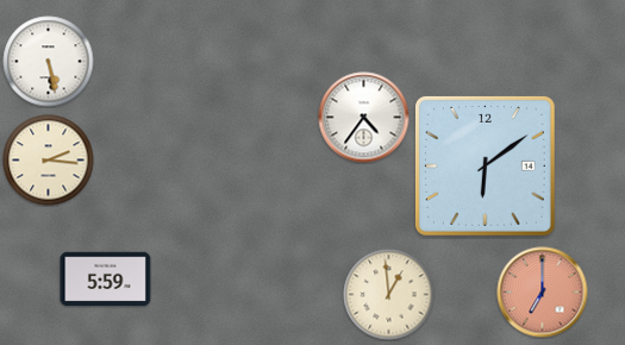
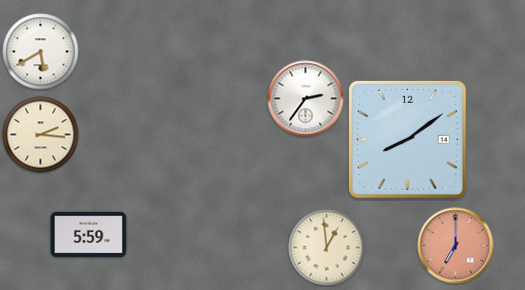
clock at (49, 62): 5:28 -> 5:40
clock at (364, 118): 4:36 -> 2:36
clock at (485, 165): 6:09 -> 8:09
